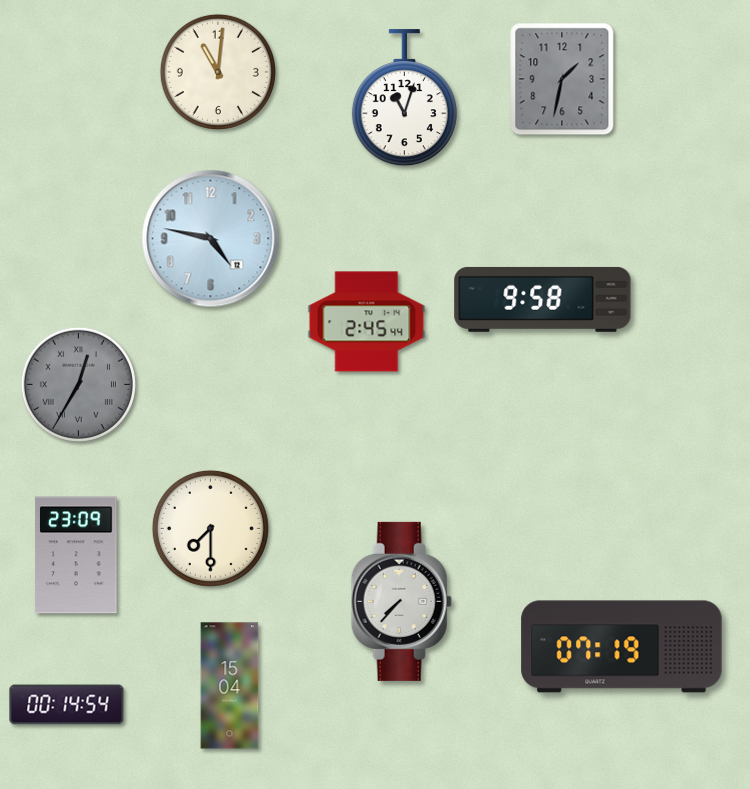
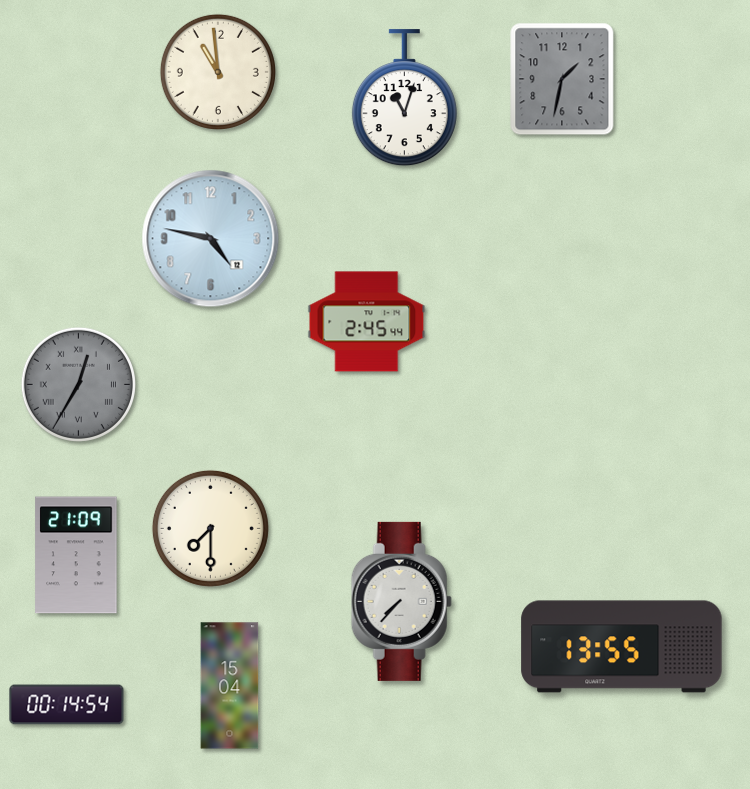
clock at (218, 72): 11:01 -> 10:59
clock at (543, 299): 9:58 -> none
clock at (76, 555): 23:09 -> 21:09
clock at (622, 647): 07:19 -> 13:55
